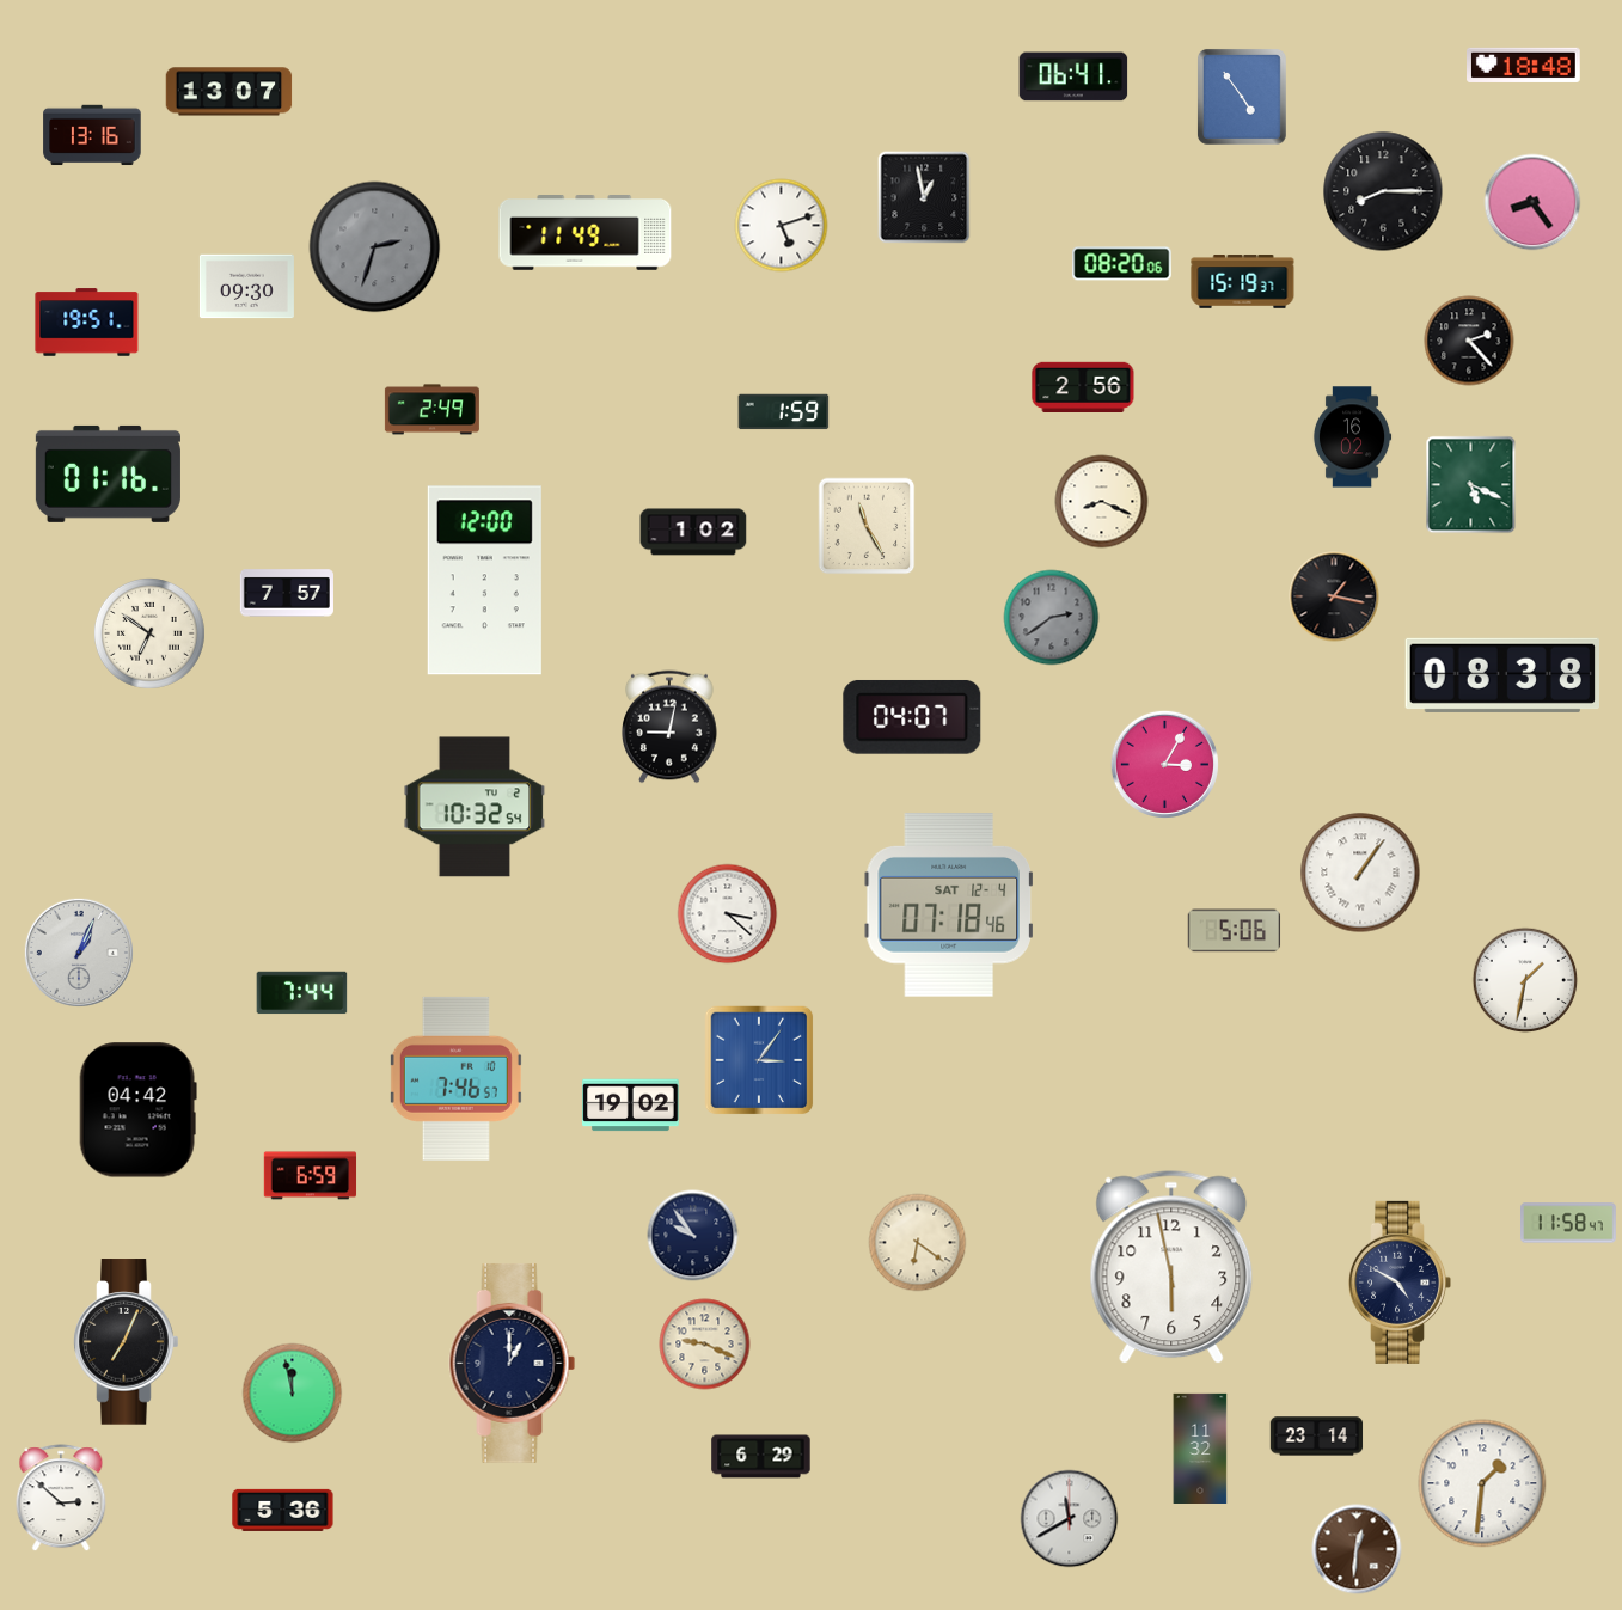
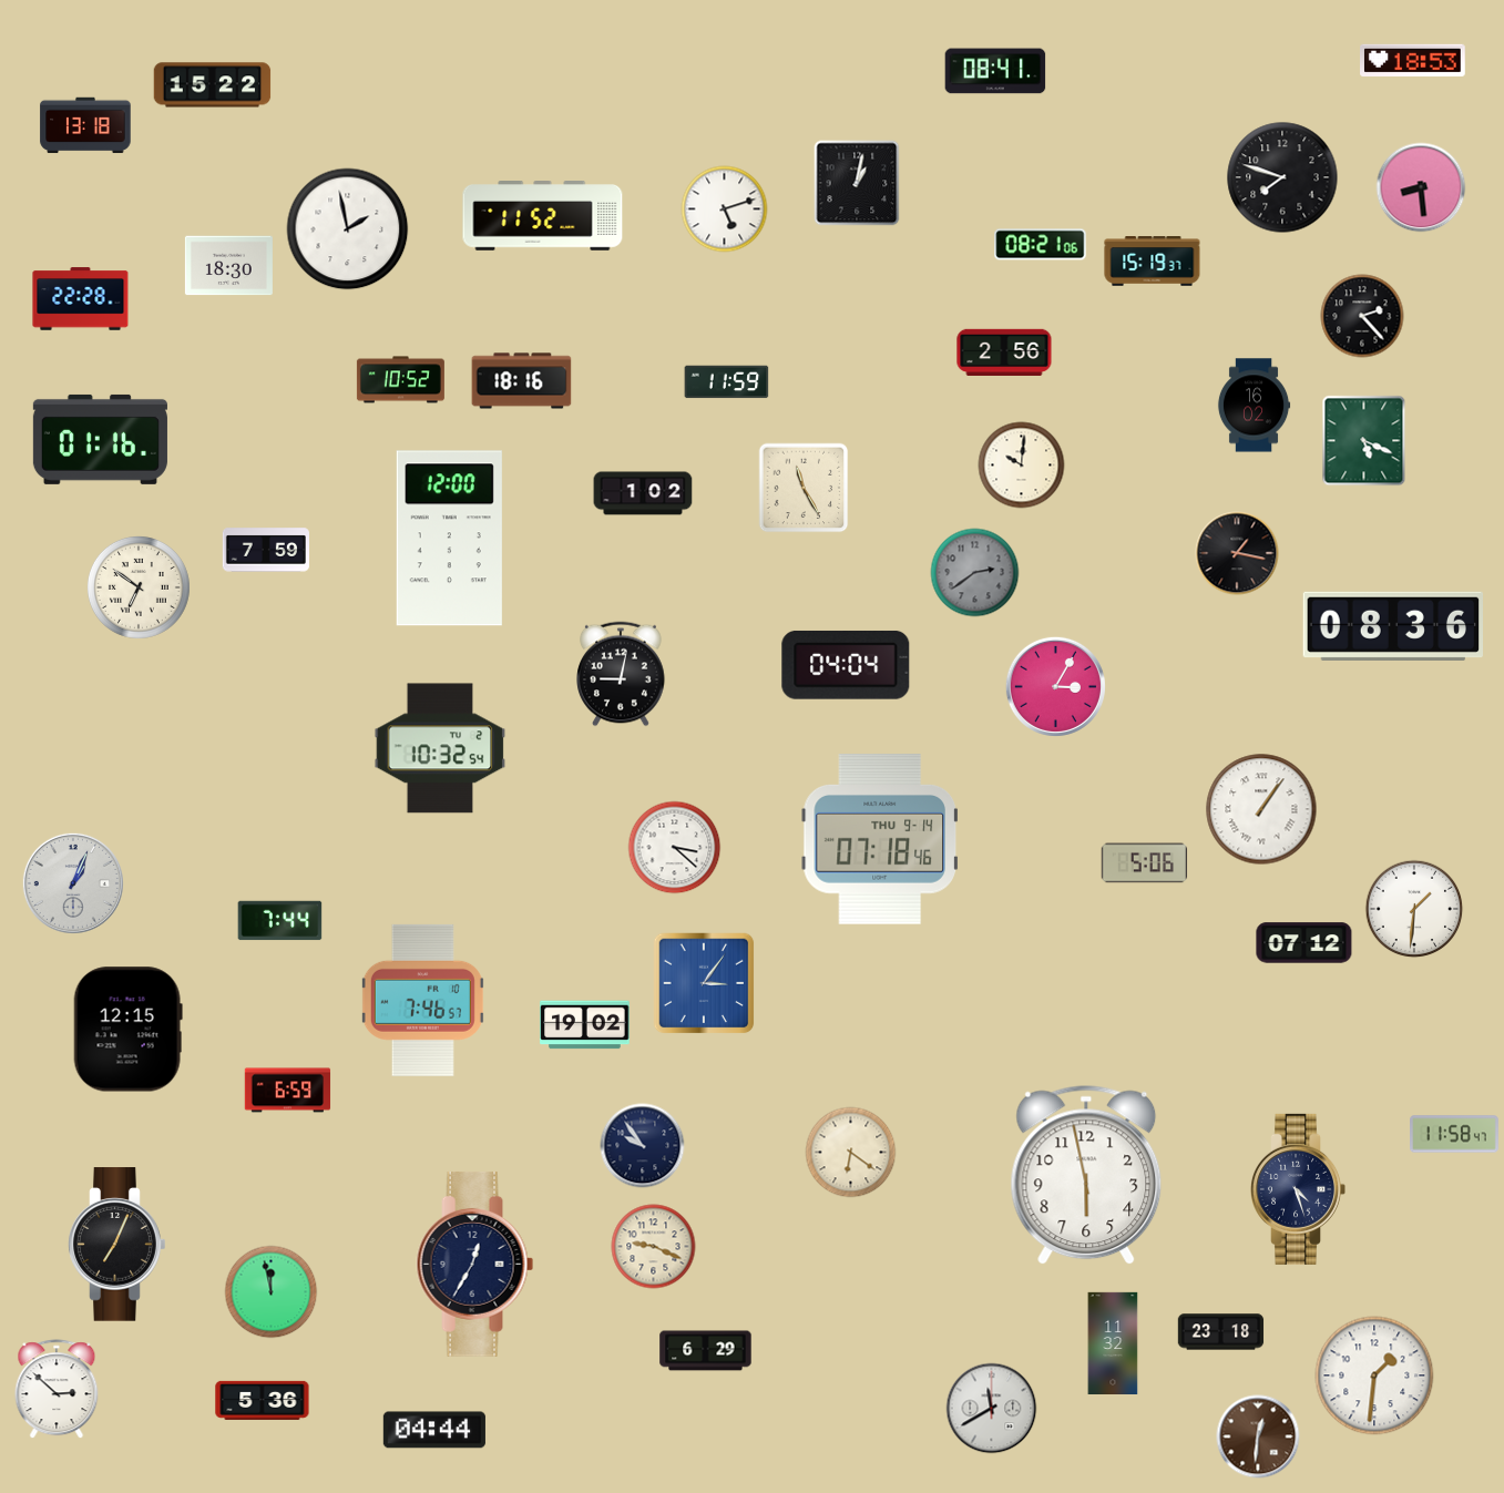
clock at (1524, 65): 18:48 -> 18:53
clock at (1073, 76): 06:41 -> 08:41
clock at (229, 92): 13:07 -> 15:22
clock at (1242, 97): 4:54 -> none
clock at (92, 135): 13:16 -> 13:18
clock at (1383, 191): 8:15 -> 7:48
clock at (924, 197): 12:58 -> 1:02
clock at (1532, 202): 8:24 -> 8:29
clock at (586, 233): 11:49 -> 11:52
clock at (375, 247): 2:33 -> 1:58
clock at (375, 247) dial: grey -> white
clock at (1122, 264): 08:20 -> 08:21
clock at (246, 287): 09:30 -> 18:30
clock at (87, 323): 19:51 -> 22:28
clock at (1083, 386) position: (1083, 386) -> (1004, 351)
clock at (431, 410): 2:49 -> 10:52
clock at (522, 381): none -> 18:16
clock at (784, 412): 1:59 -> 11:59
clock at (1471, 485) position: (1471, 485) -> (1364, 441)
clock at (1102, 502): 8:19 -> 10:01
clock at (287, 593): 7:57 -> 7:59
clock at (1501, 675): 08:38 -> 08:36
clock at (912, 717): 04:07 -> 04:04
clock at (1164, 764) position: (1164, 764) -> (1055, 686)
clock at (949, 905) date: SAT 12-4 -> THU 9-14
clock at (1525, 980): 1:32 -> 1:31
clock at (1305, 943): none -> 07:12
clock at (137, 1110): 04:42 -> 12:15
clock at (1400, 1283): 4:50 -> 4:27
clock at (513, 1363): 1:00 -> 12:35
clock at (1317, 1437): 23:14 -> 23:18
clock at (434, 1430): none -> 04:44
